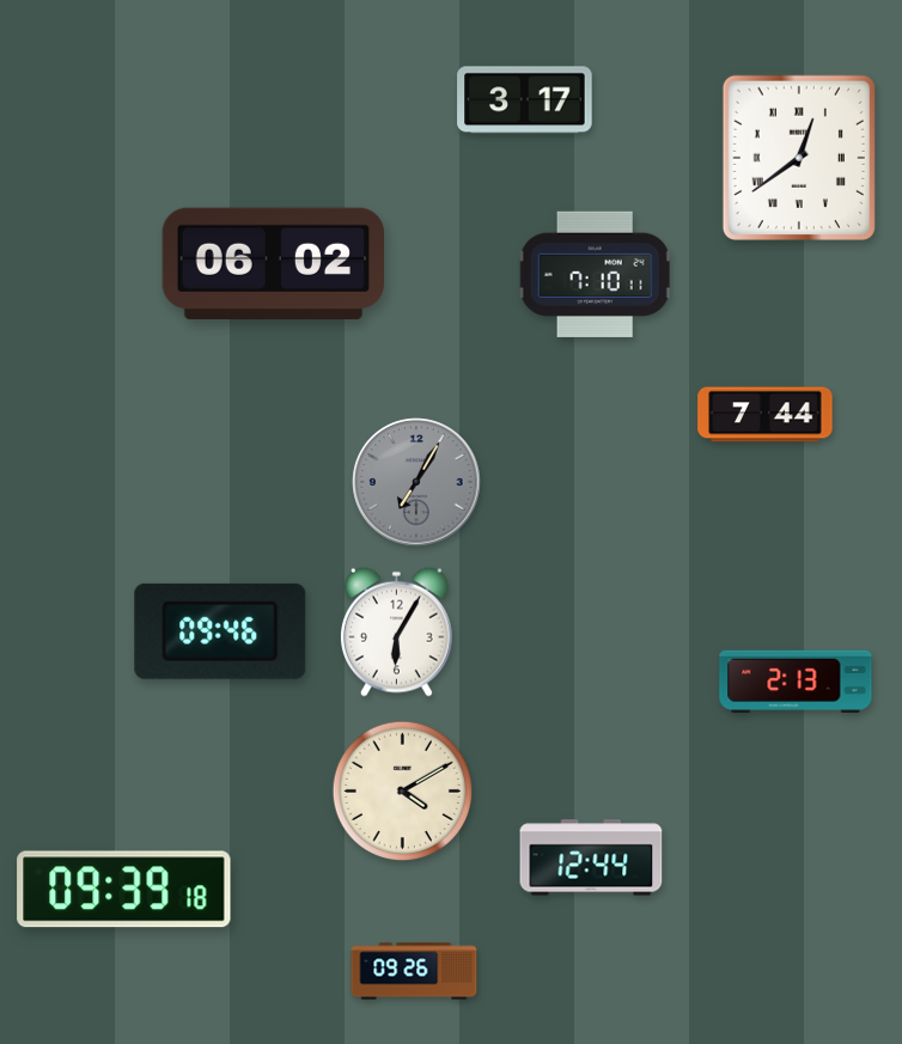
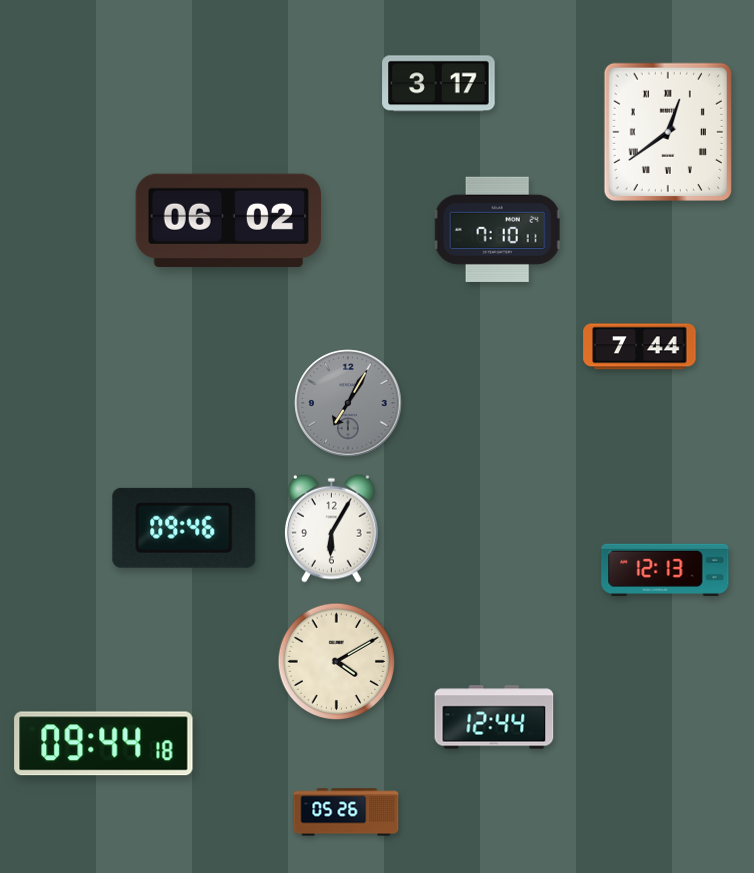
clock at (796, 680): 2:13 -> 12:13
clock at (124, 890): 09:39 -> 09:44
clock at (414, 971): 09:26 -> 05:26
